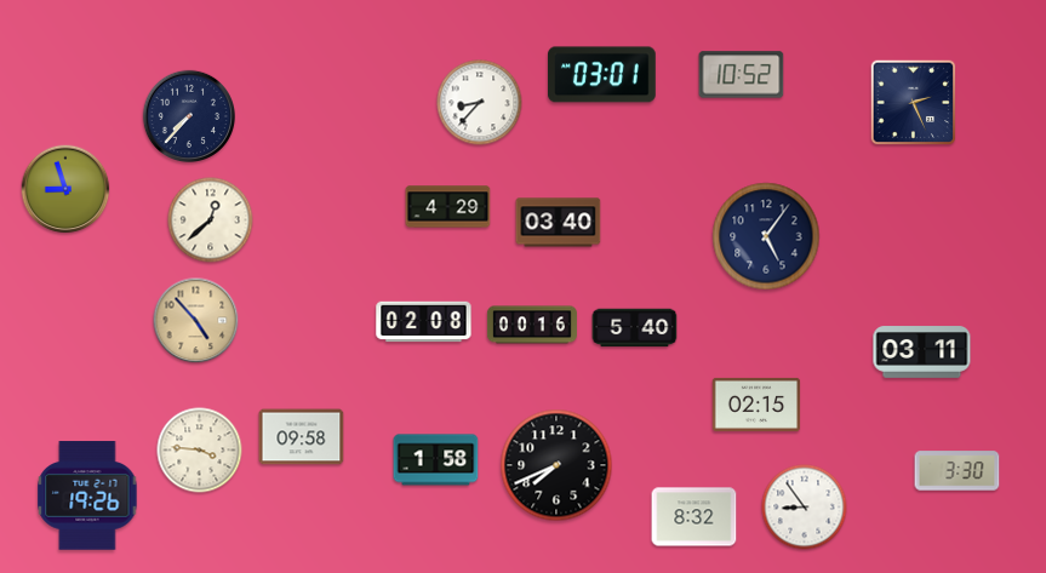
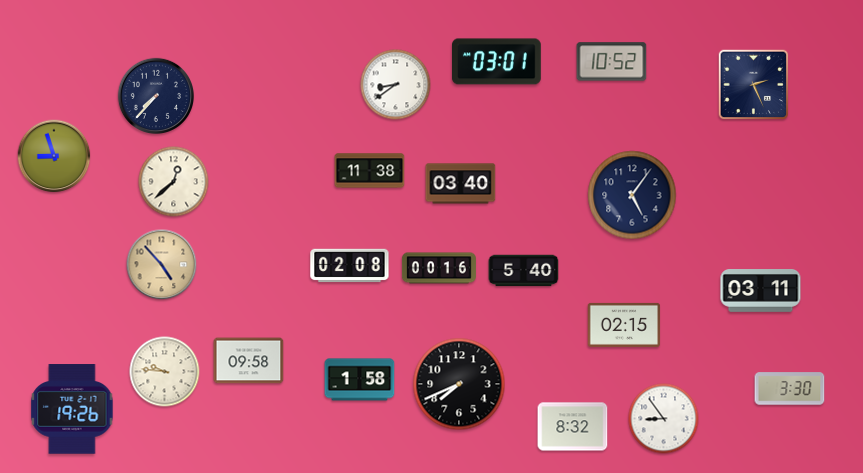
clock at (480, 103): 8:37 -> 8:39
clock at (448, 207): 4:29 -> 11:38
clock at (756, 405) position: (756, 405) -> (624, 325)
clock at (200, 451): 3:46 -> 9:46
